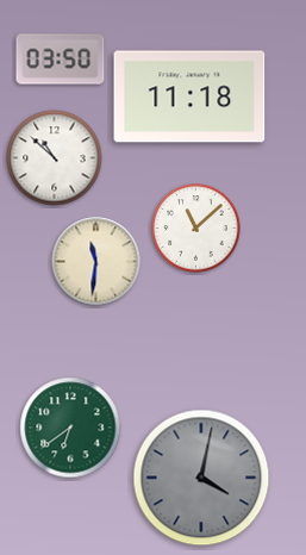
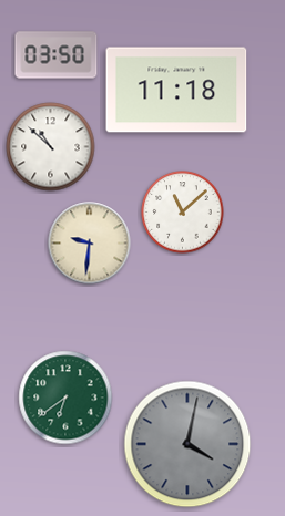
clock at (96, 262): 11:31 -> 9:31
